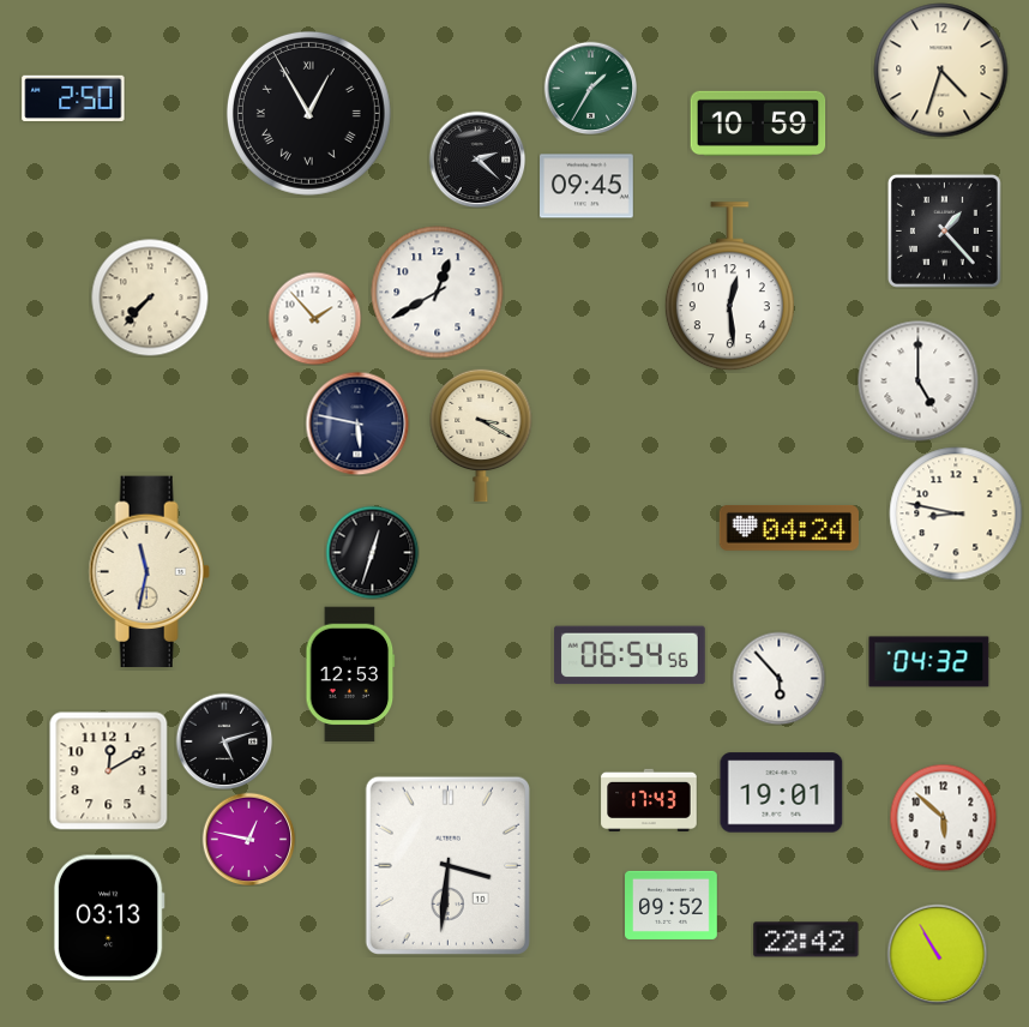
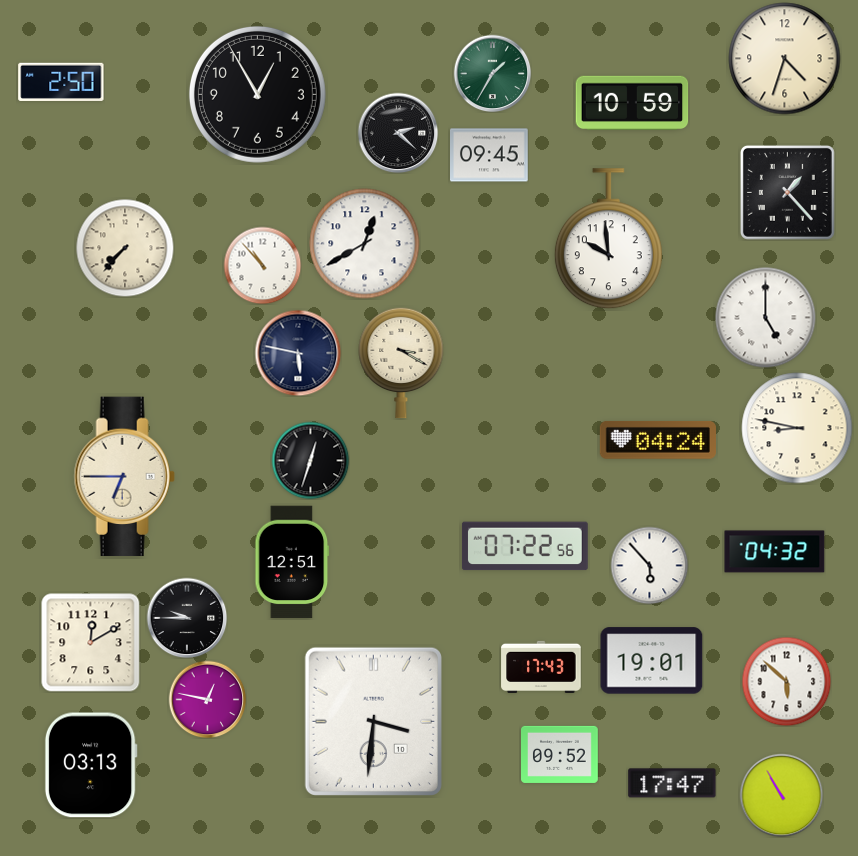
clock at (308, 113) numerals: Roman -> Arabic
clock at (729, 287): 12:29 -> 9:59
clock at (314, 318): 1:53 -> 10:53
clock at (149, 572): 11:32 -> 6:45
clock at (630, 655): 06:54 -> 07:22
clock at (350, 674): 12:53 -> 12:51
clock at (224, 741): 5:12 -> 9:45
clock at (806, 939): 22:42 -> 17:47
